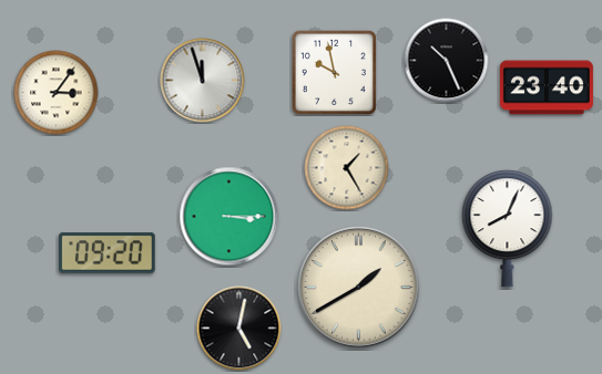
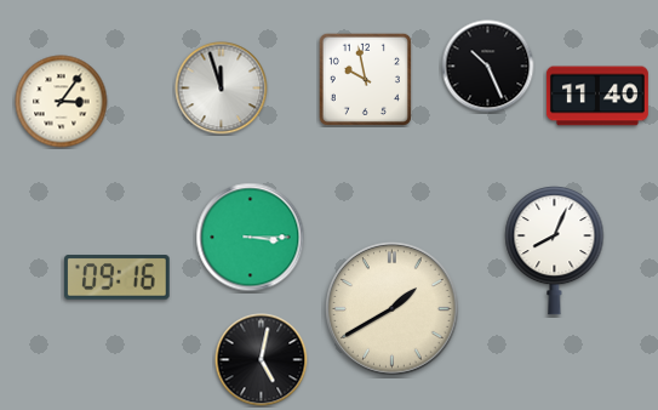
clock at (547, 87): 23:40 -> 11:40
clock at (347, 168): 1:25 -> none
clock at (108, 253): 09:20 -> 09:16
clock at (359, 288) position: (359, 288) -> (393, 309)
